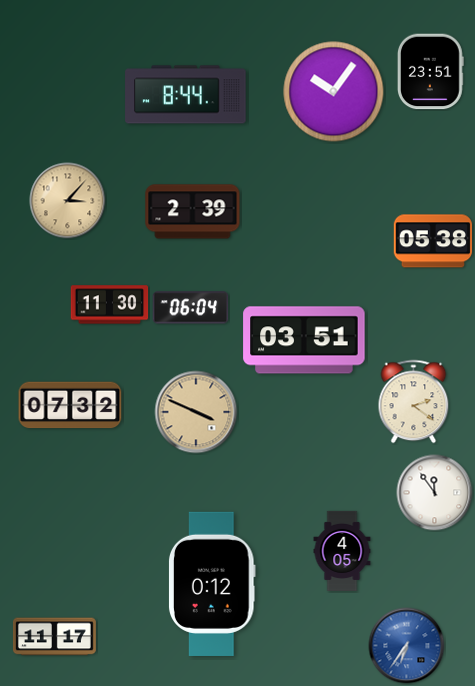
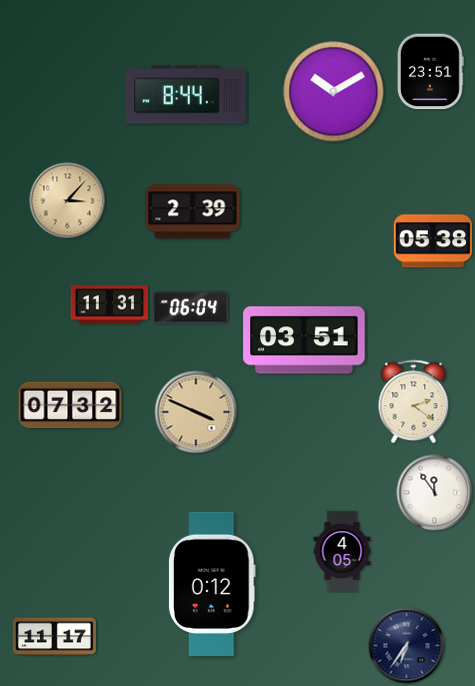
clock at (334, 92): 10:06 -> 10:10
clock at (110, 305): 11:30 -> 11:31
clock at (407, 646) dial: blue -> navy
